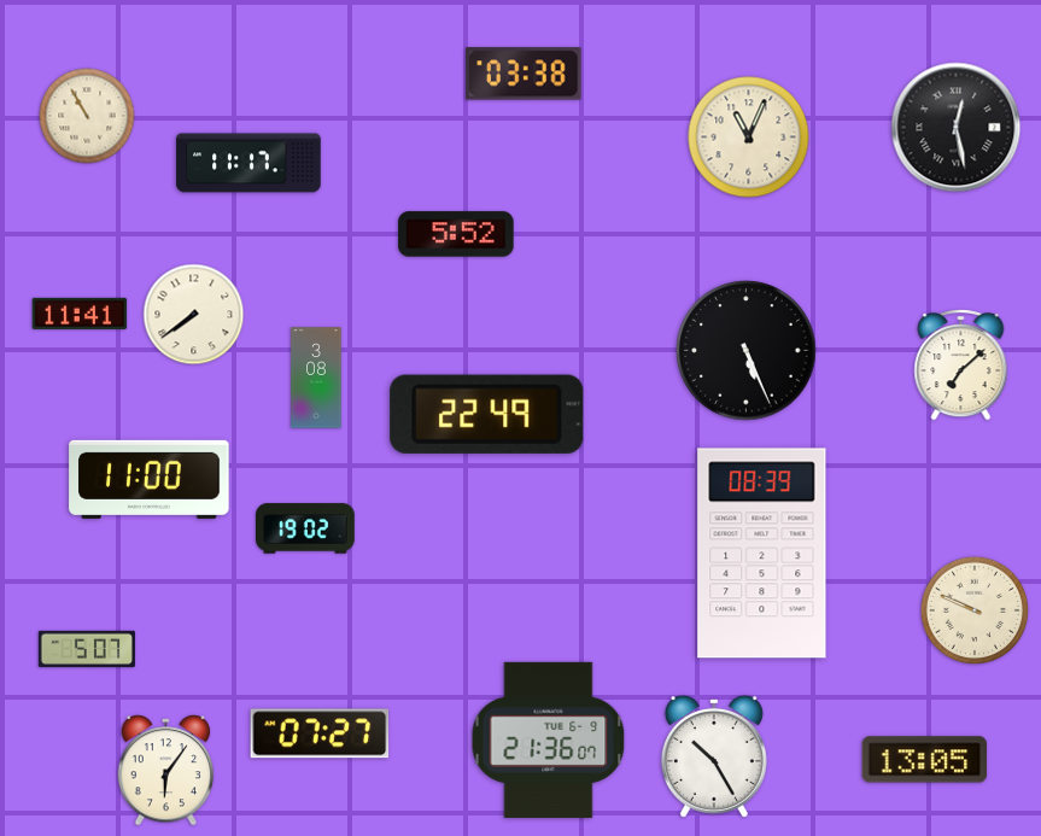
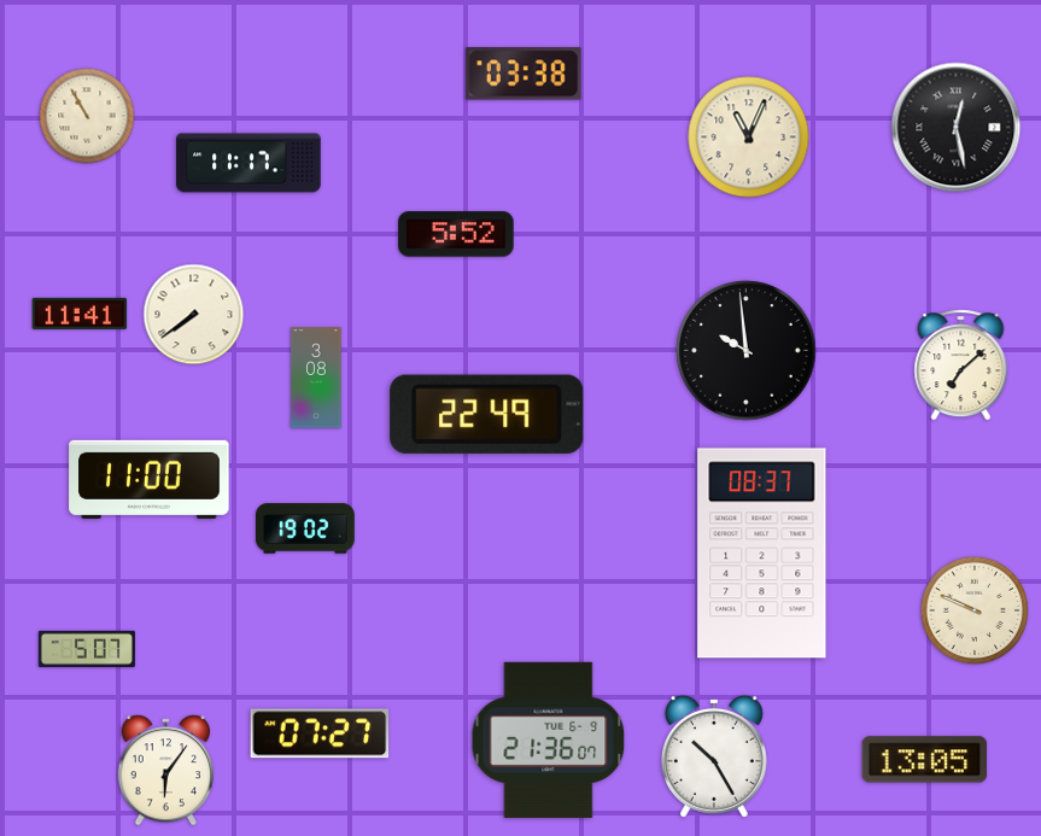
clock at (747, 351): 5:26 -> 9:59
clock at (762, 554): 08:39 -> 08:37
